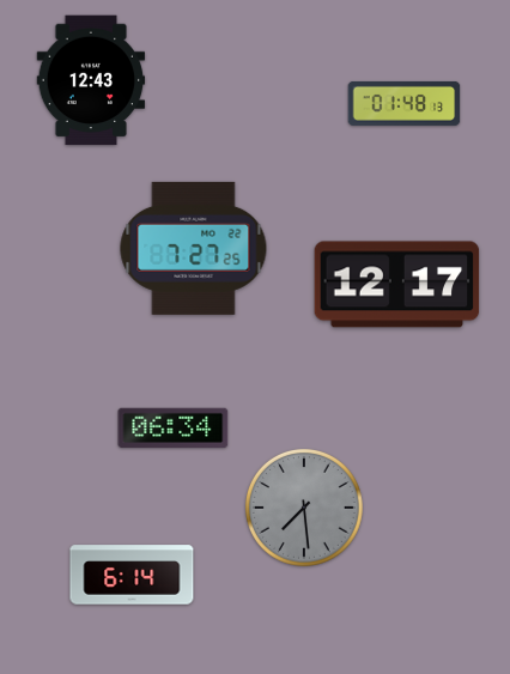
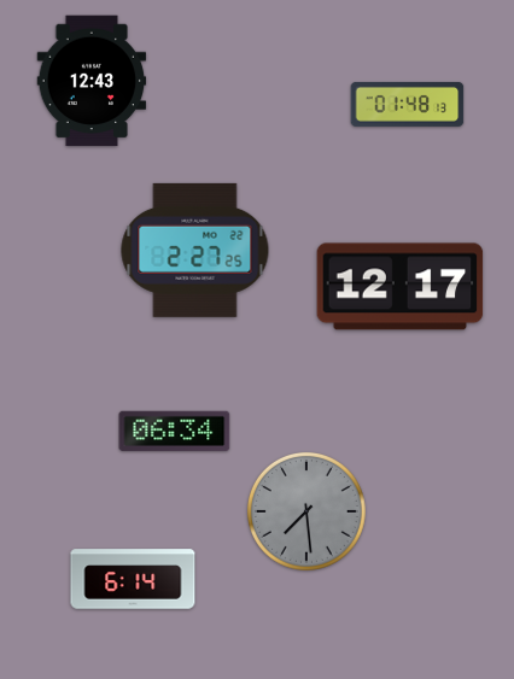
clock at (194, 248): 7:27 -> 2:27
